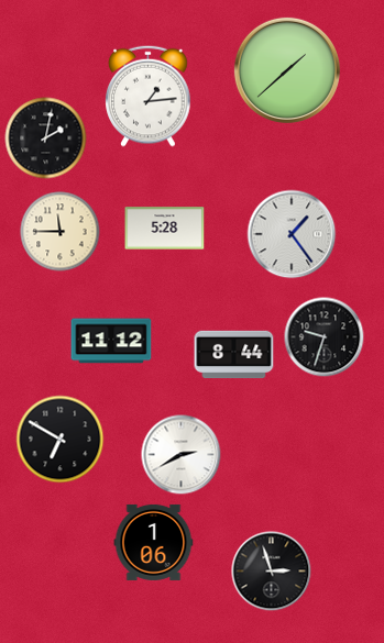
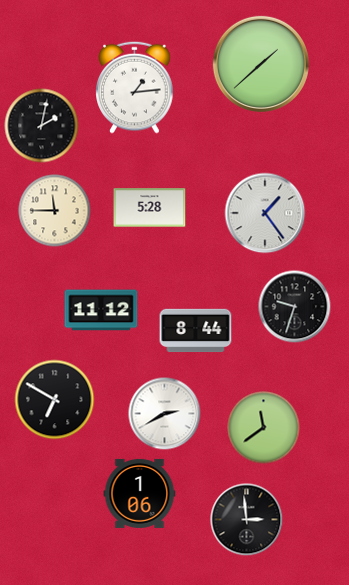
clock at (234, 355) position: (234, 355) -> (196, 331)
clock at (264, 428): none -> 11:39
clock at (272, 572): 2:57 -> 2:59
